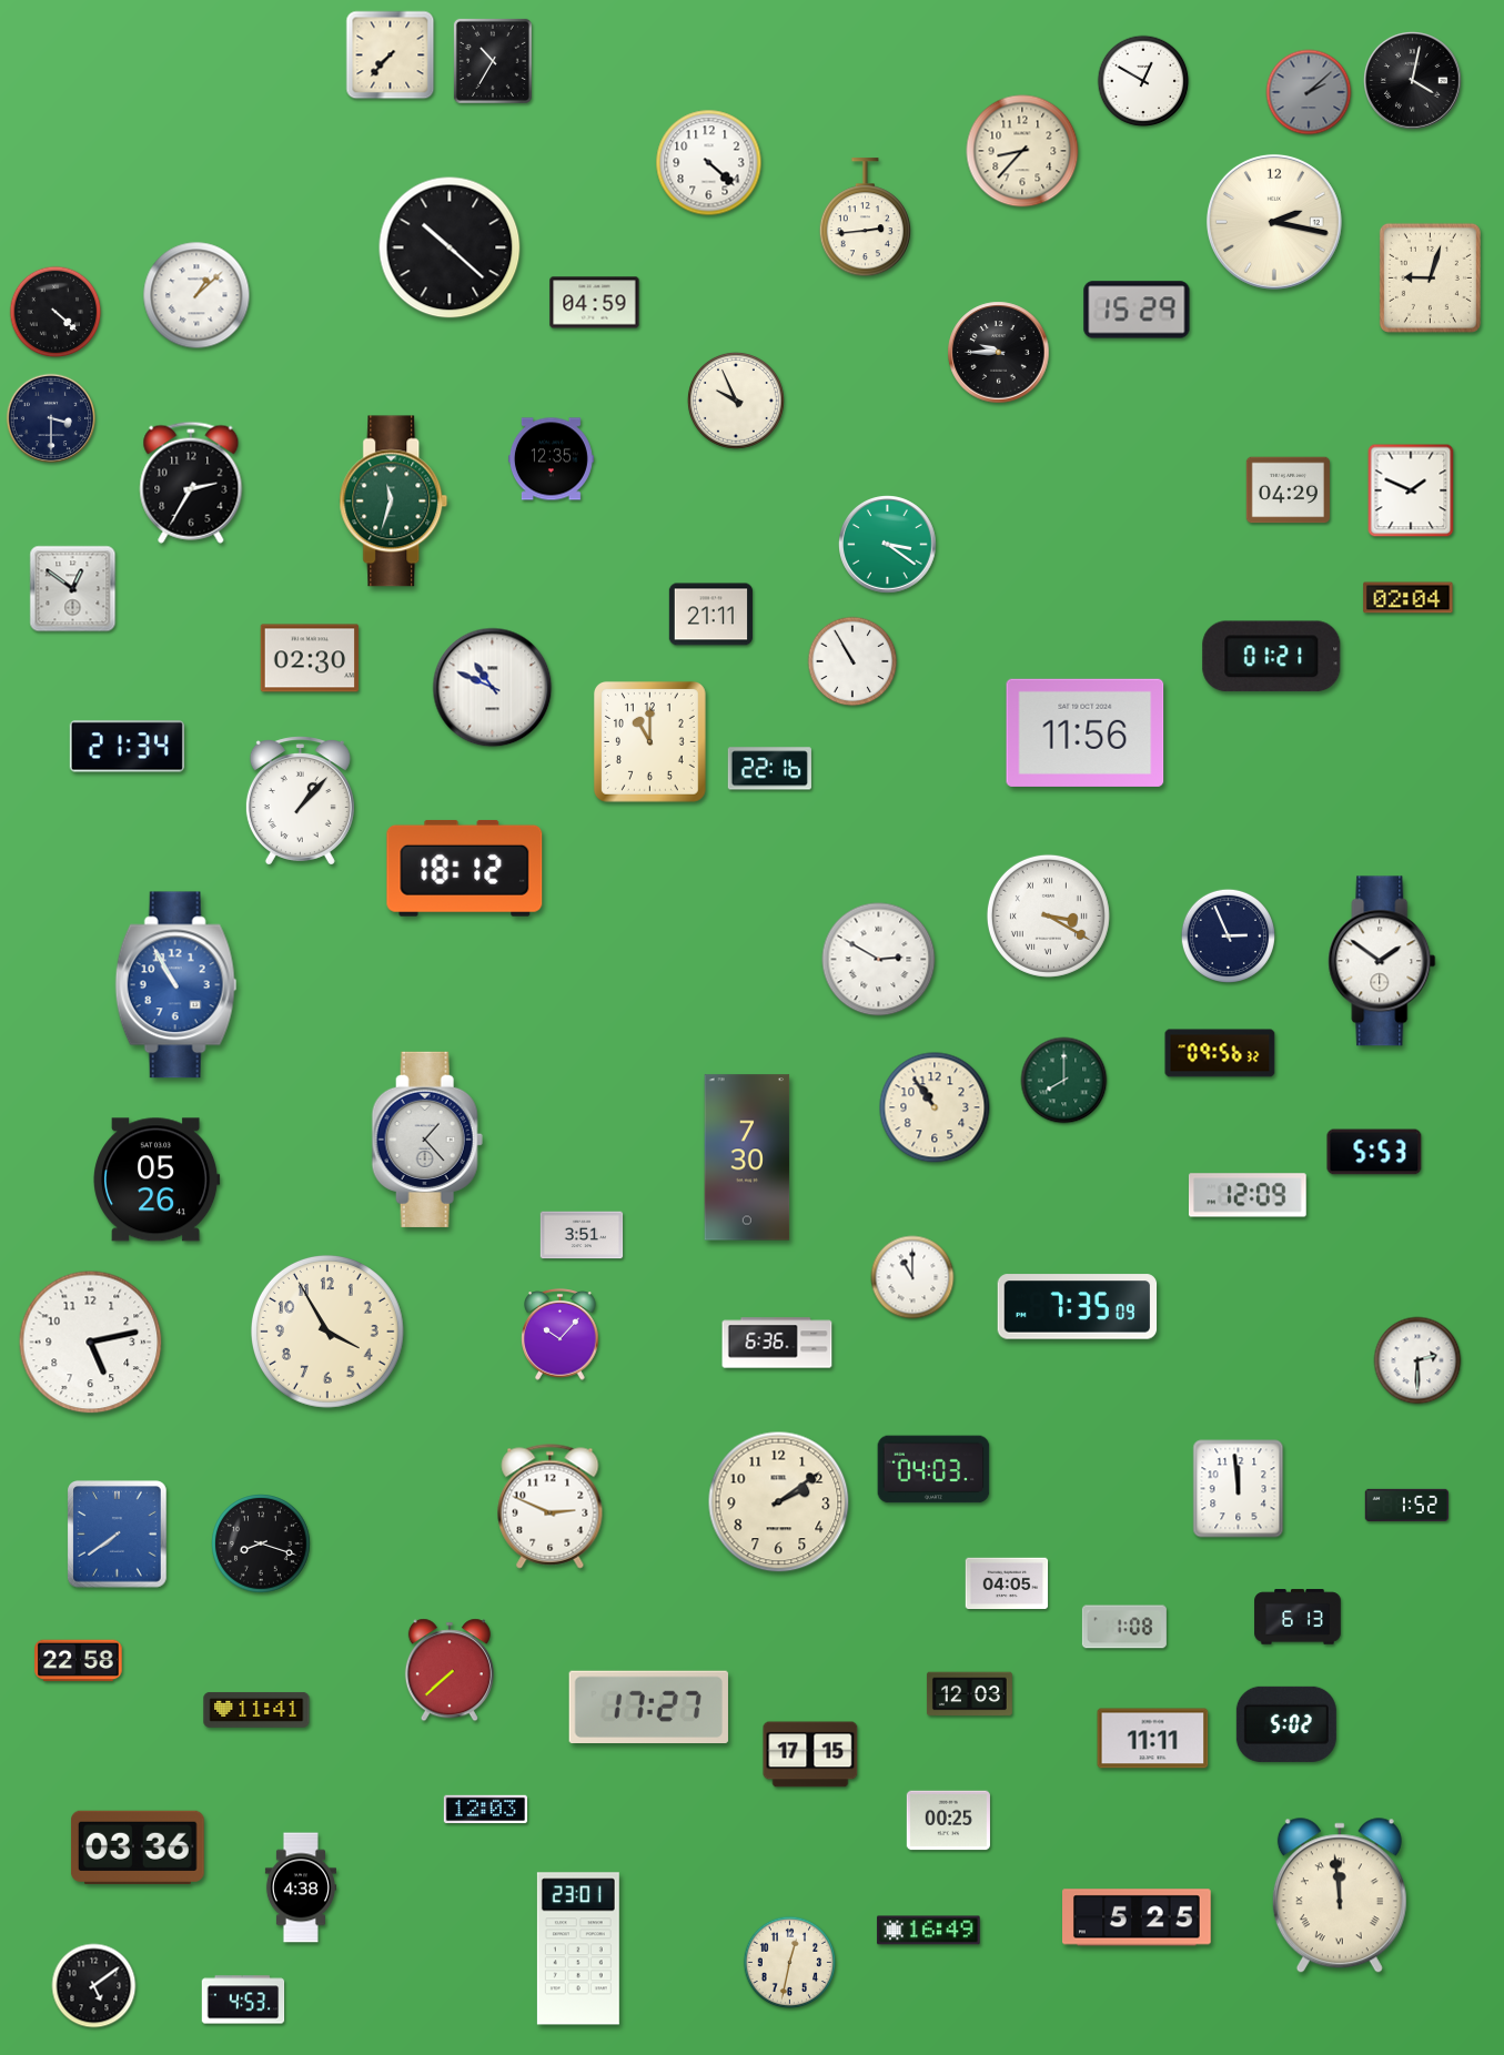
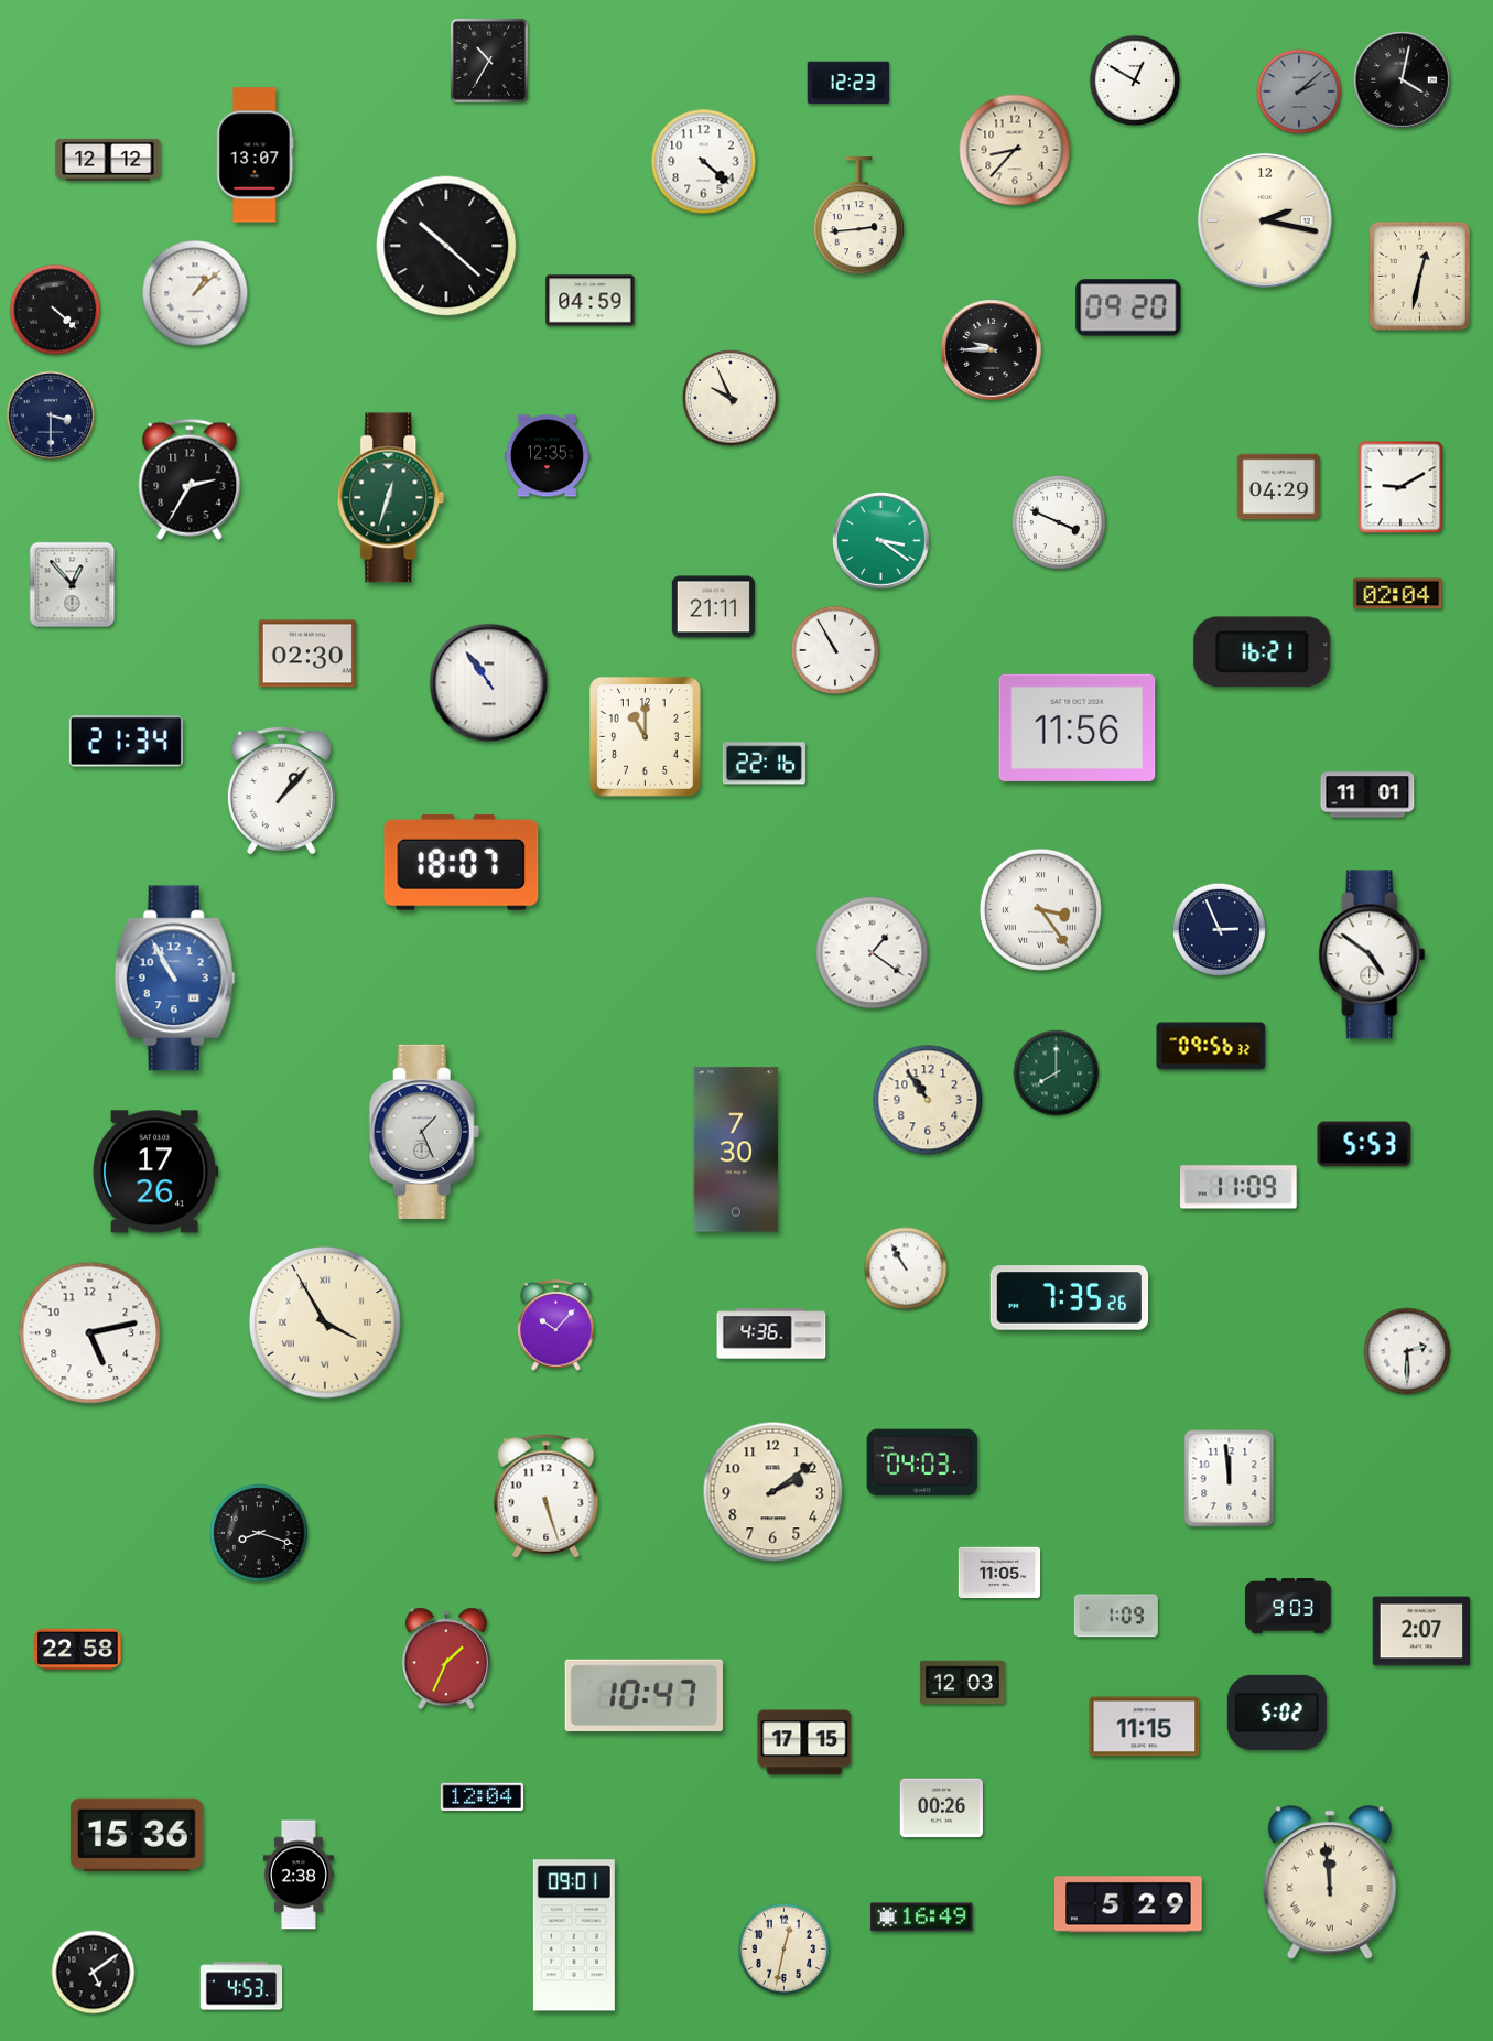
clock at (391, 55): 7:37 -> none
clock at (848, 83): none -> 12:23
clock at (256, 155): none -> 13:07
clock at (108, 160): none -> 12:12
clock at (1430, 277): 9:03 -> 12:32
clock at (1137, 310): 15:29 -> 09:20
clock at (1411, 490): 1:49 -> 9:10
clock at (394, 502): 11:33 -> 12:33
clock at (1059, 522): none -> 3:49
clock at (73, 589): 12:51 -> 12:53
clock at (710, 615) position: (710, 615) -> (713, 607)
clock at (1272, 657): 01:21 -> 16:21
clock at (852, 661) position: (852, 661) -> (835, 650)
clock at (493, 688): 10:49 -> 10:54
clock at (1367, 795): none -> 11:01
clock at (300, 801) position: (300, 801) -> (281, 791)
clock at (465, 868): 18:12 -> 18:07
clock at (1048, 915): 3:20 -> 3:24
clock at (879, 960): 2:50 -> 1:21
clock at (1382, 961): 1:51 -> 4:51
clock at (427, 1140): 1:23 -> 1:26
clock at (747, 1157) position: (747, 1157) -> (736, 1149)
clock at (157, 1180): 05:26 -> 17:26
clock at (1248, 1195): 12:09 -> 11:09
clock at (582, 1235): 3:51 -> none
clock at (912, 1277): 11:00 -> 10:55
clock at (1078, 1307): 7:35:09 -> 7:35:26
clock at (327, 1332) numerals: Arabic -> Roman
clock at (777, 1343): 6:36 -> 4:36
clock at (933, 1469) position: (933, 1469) -> (922, 1462)
clock at (1406, 1505): 1:52 -> none
clock at (551, 1507): 2:49 -> 5:27
clock at (118, 1535): 7:39 -> none
clock at (1007, 1583): 04:05 -> 11:05
clock at (1298, 1617): 6:13 -> 9:03
clock at (1124, 1627): 1:08 -> 1:09
clock at (1421, 1631): none -> 2:07
clock at (450, 1670): 7:38 -> 1:34
clock at (648, 1708): 17:27 -> 10:47
clock at (256, 1710): 11:41 -> none
clock at (1153, 1739): 11:11 -> 11:15
clock at (485, 1810): 12:03 -> 12:04
clock at (948, 1821): 00:25 -> 00:26
clock at (139, 1848): 03:36 -> 15:36
clock at (301, 1887): 4:38 -> 2:38
clock at (1138, 1917): 5:25 -> 5:29
clock at (578, 1948): 23:01 -> 09:01
